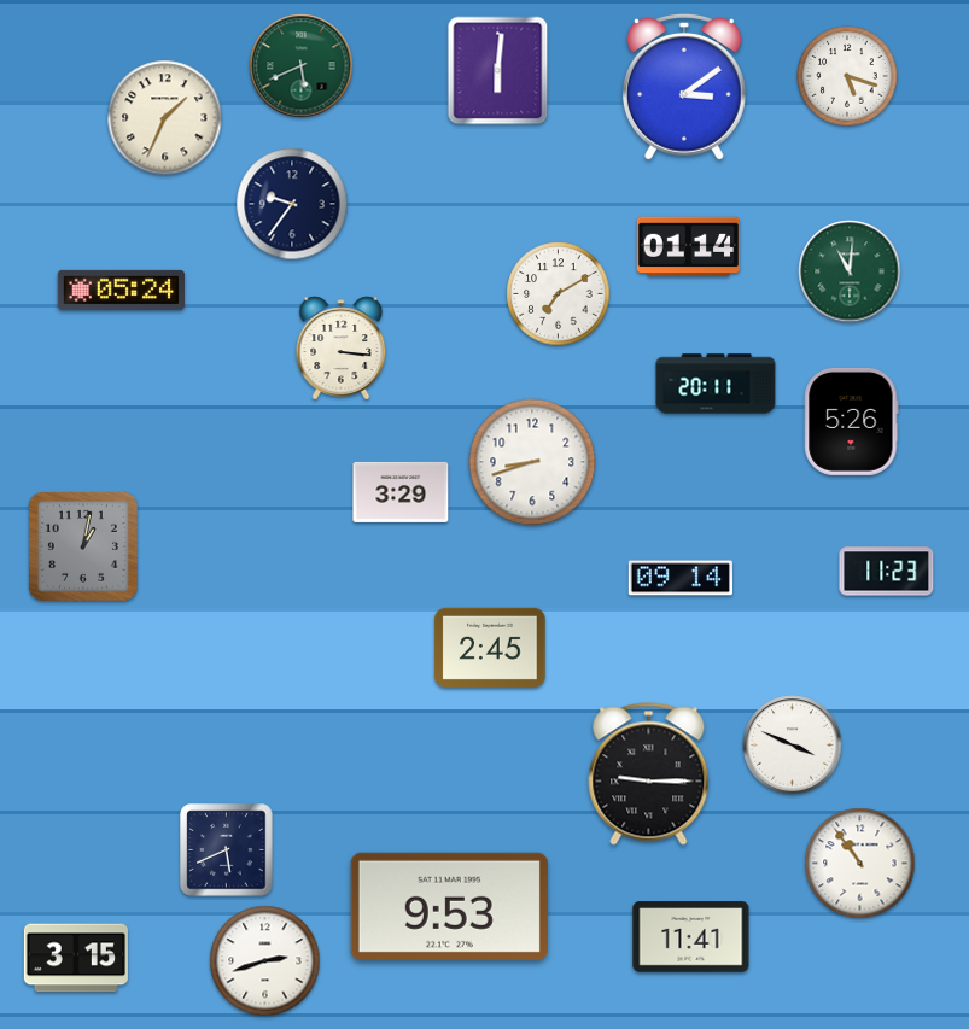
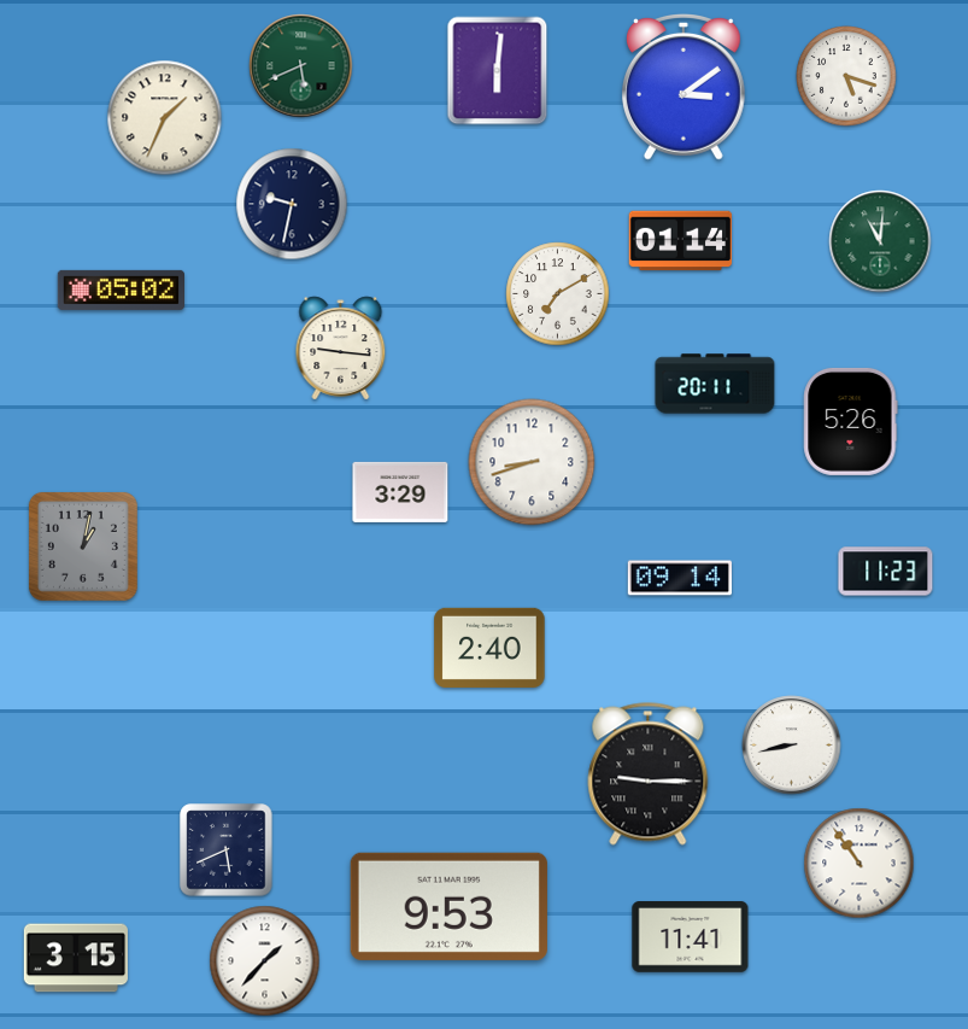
clock at (292, 204): 9:36 -> 9:32
clock at (689, 247) position: (689, 247) -> (681, 241)
clock at (850, 271) position: (850, 271) -> (880, 241)
clock at (121, 290): 05:24 -> 05:02
clock at (342, 349): 3:16 -> 9:16
clock at (490, 648): 2:45 -> 2:40
clock at (793, 746): 3:49 -> 8:43
clock at (265, 961): 2:42 -> 1:37
